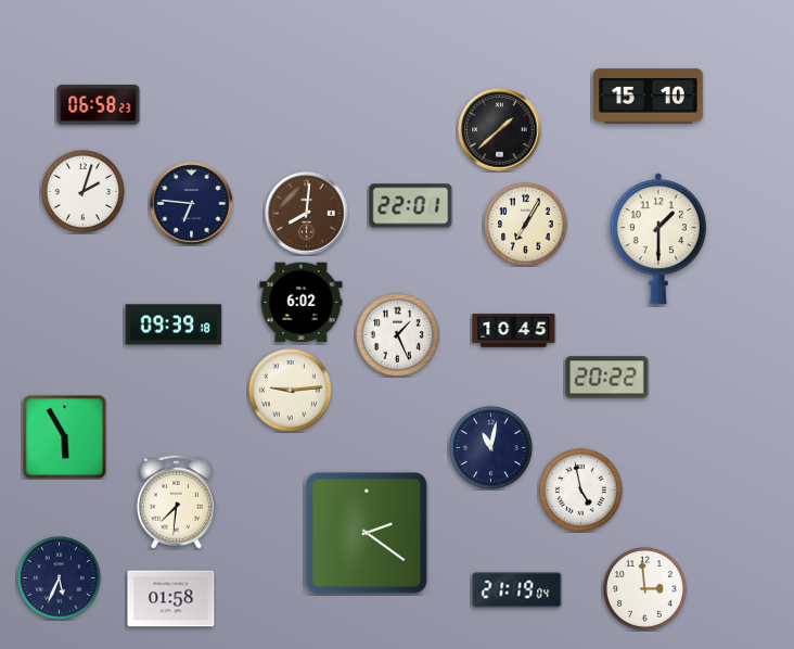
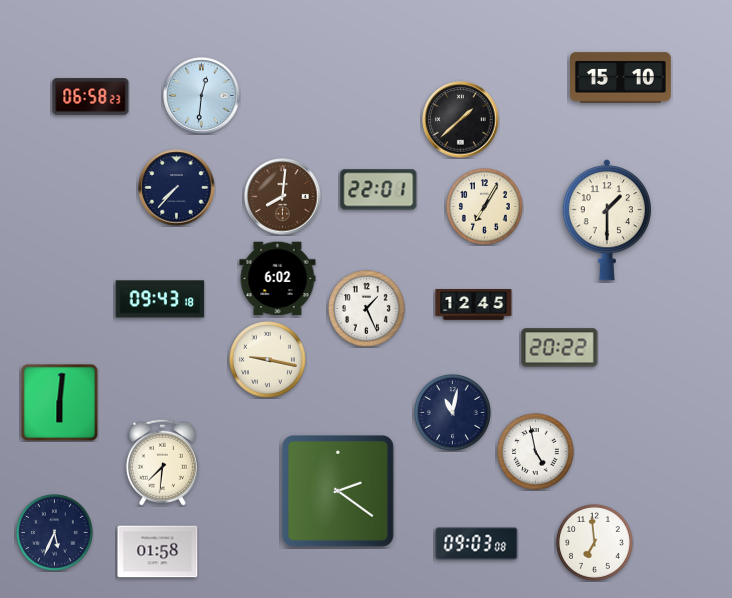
clock at (649, 97) position: (649, 97) -> (621, 78)
clock at (202, 96): none -> 12:31
clock at (84, 192): 2:03 -> none
clock at (192, 204): 6:46 -> 7:37
clock at (174, 324): 09:39 -> 09:43
clock at (514, 331): 10:45 -> 12:45
clock at (291, 391): 9:14 -> 9:17
clock at (64, 436): 5:55 -> 6:01
clock at (645, 589): 2:59 -> 6:59
clock at (517, 590): 21:19 -> 09:03
